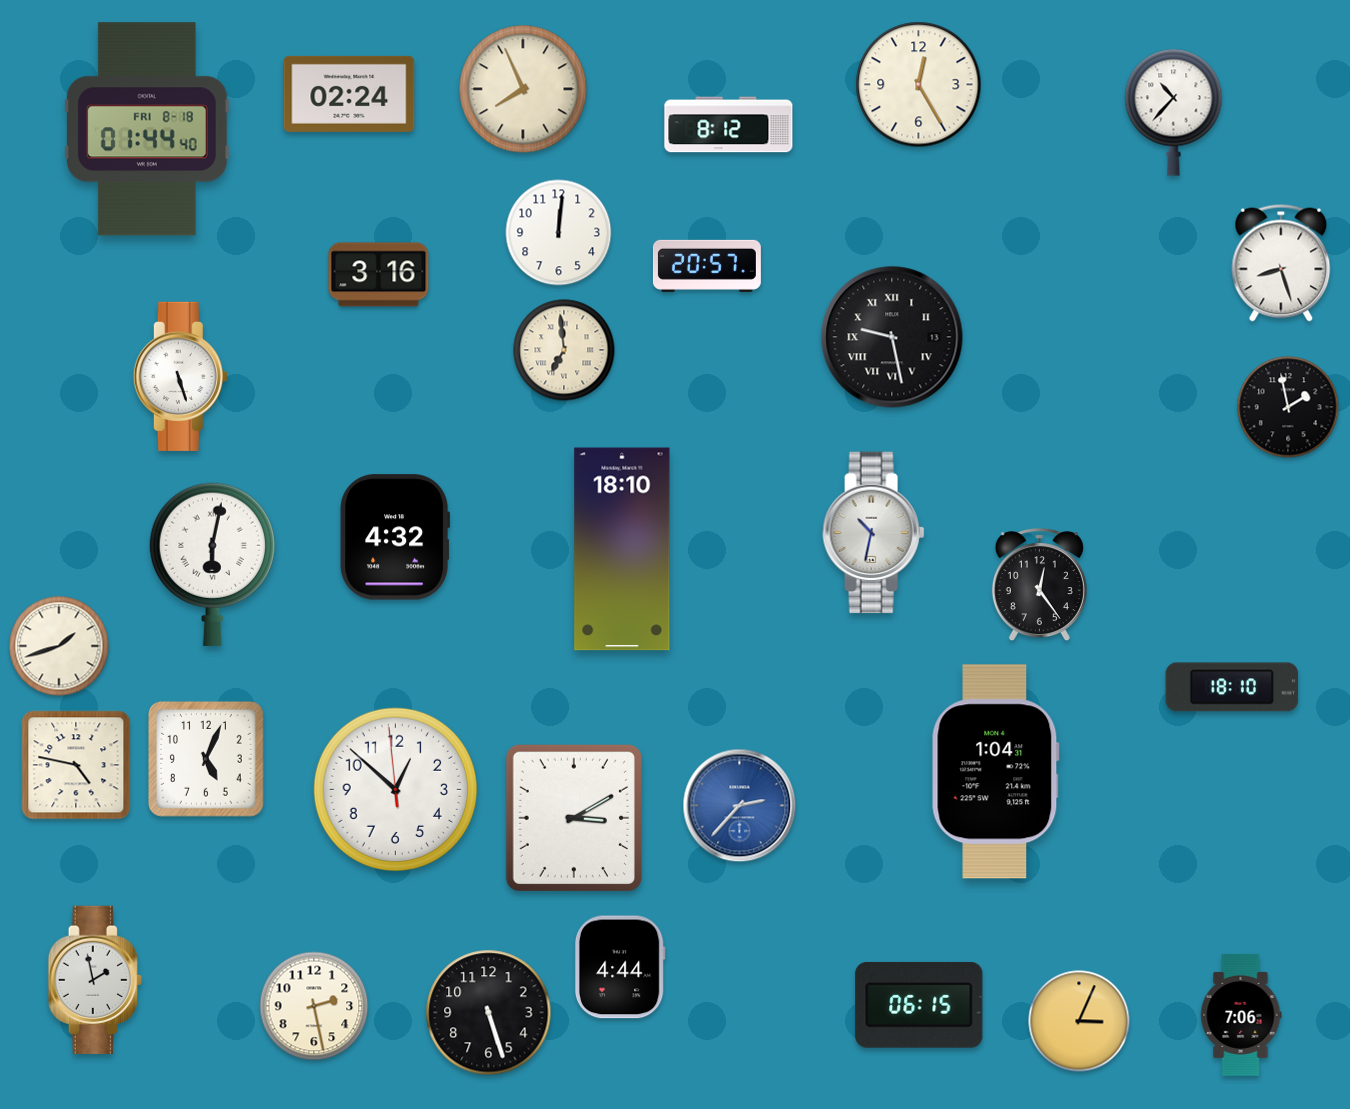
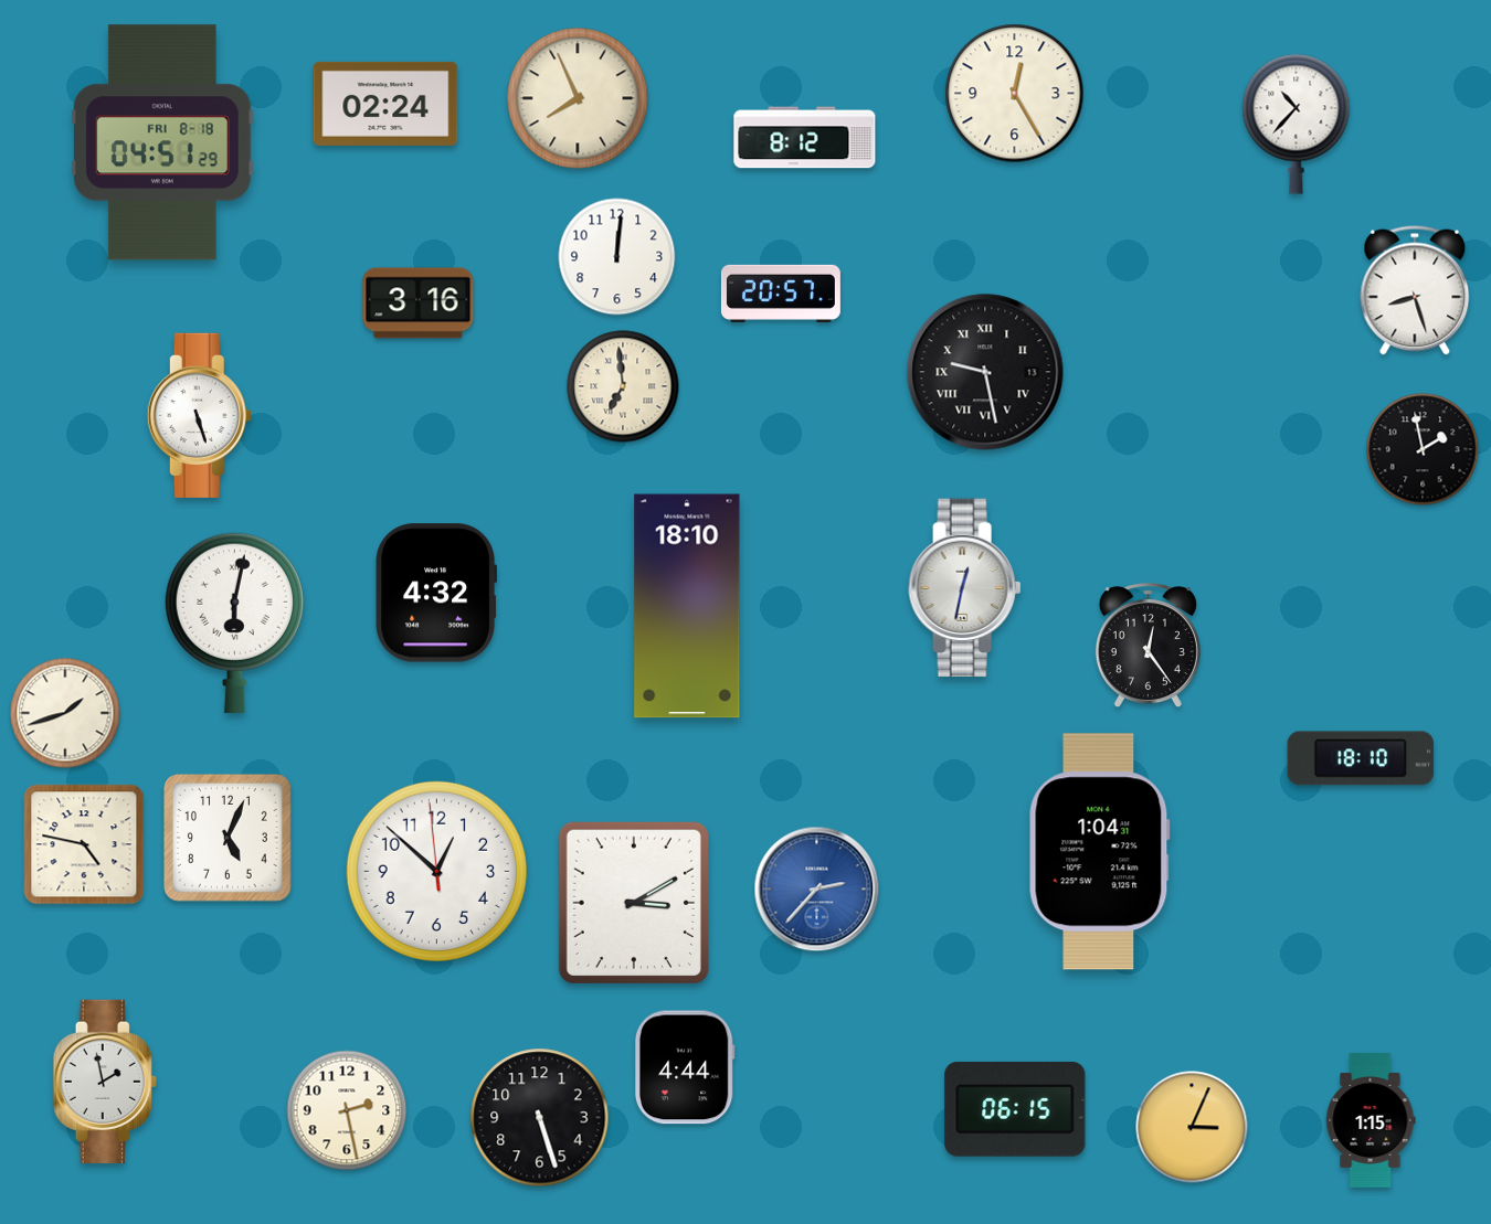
clock at (147, 129): 01:44 -> 04:51
clock at (874, 533): 10:32 -> 12:32
clock at (1241, 1015): 7:06 -> 1:15
